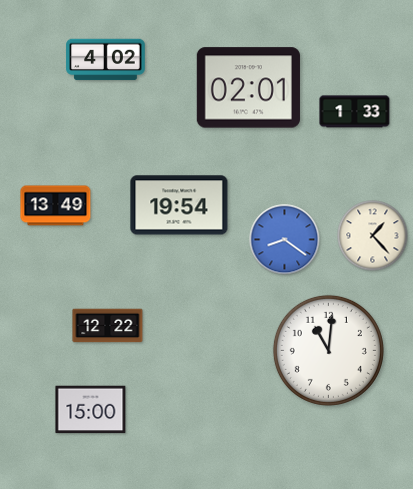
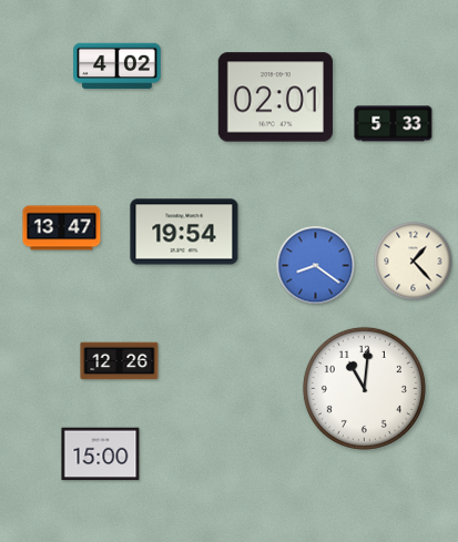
clock at (355, 112): 1:33 -> 5:33
clock at (179, 205) position: (179, 205) -> (184, 232)
clock at (56, 206): 13:49 -> 13:47
clock at (108, 326): 12:22 -> 12:26
